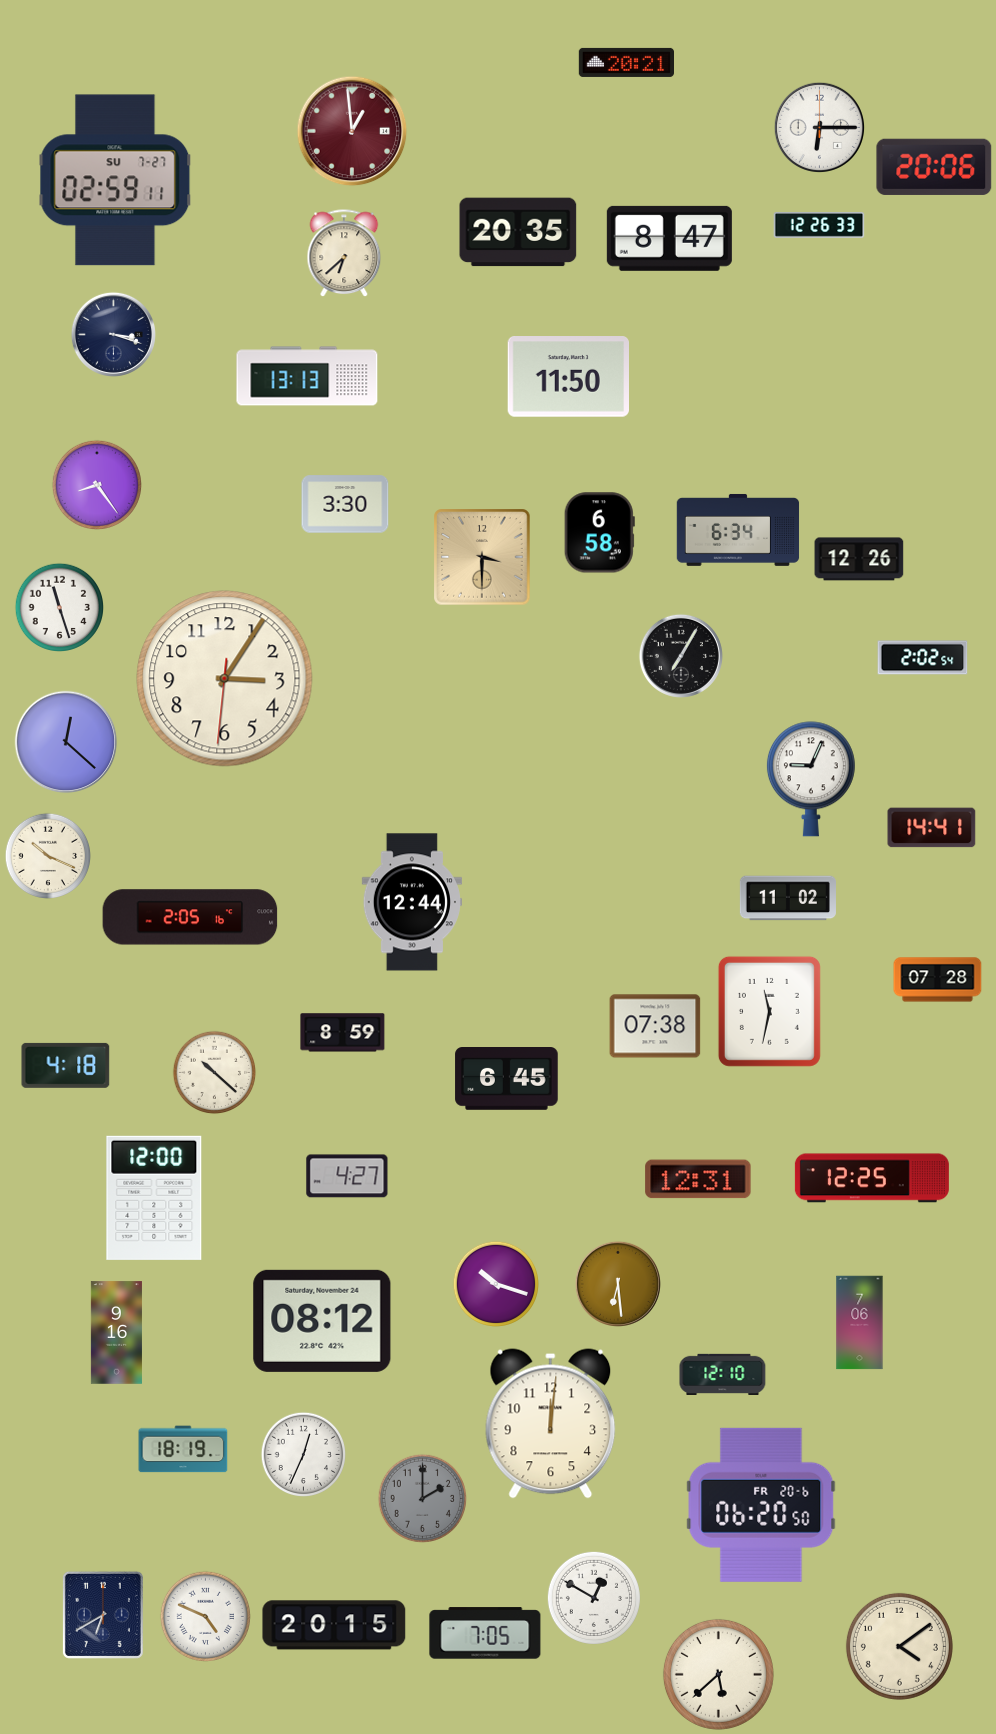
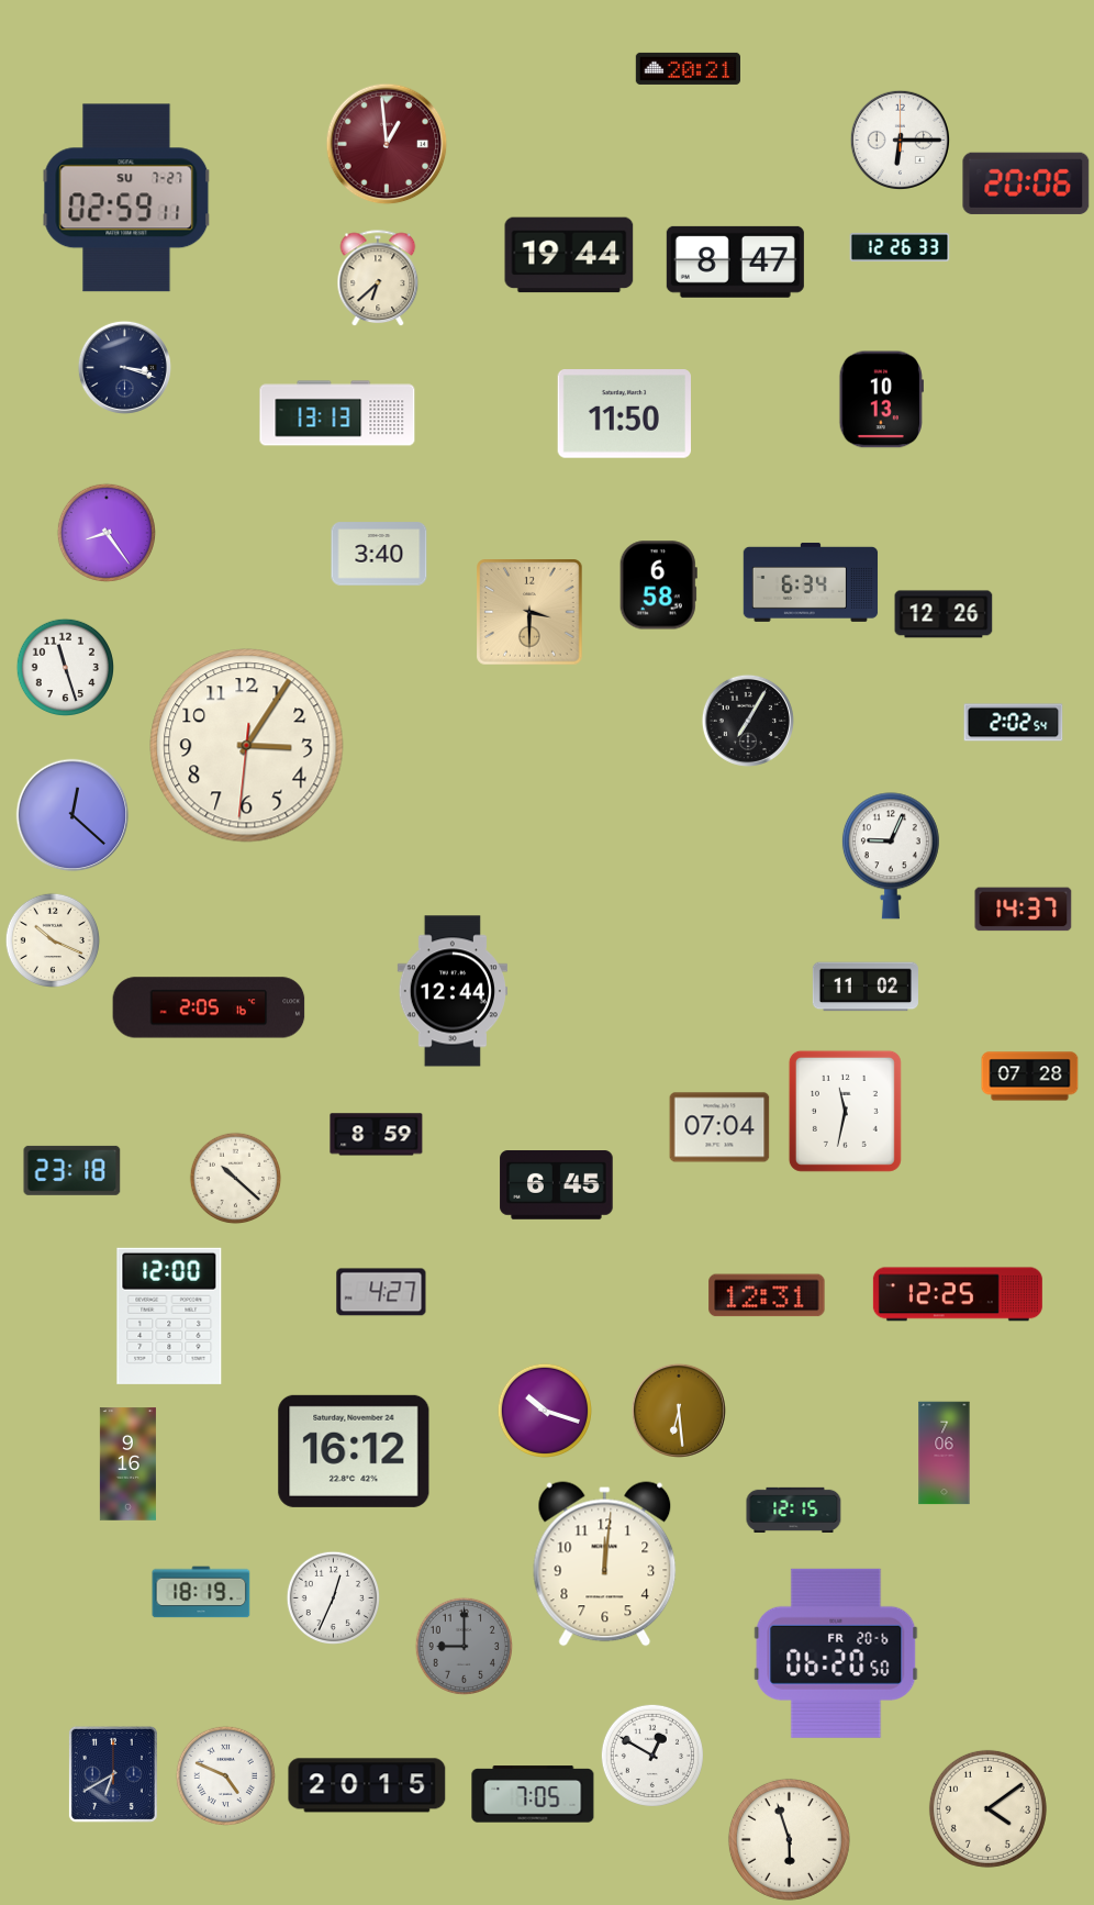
clock at (518, 232): 20:35 -> 19:44
clock at (881, 400): none -> 10:13
clock at (345, 504): 3:30 -> 3:40
clock at (932, 828): 14:41 -> 14:37
clock at (655, 1026): 07:38 -> 07:04
clock at (66, 1065): 4:18 -> 23:18
clock at (322, 1321): 08:12 -> 16:12
clock at (723, 1375): 12:10 -> 12:15
clock at (422, 1498): 2:00 -> 9:00
clock at (718, 1674): 5:38 -> 5:57
